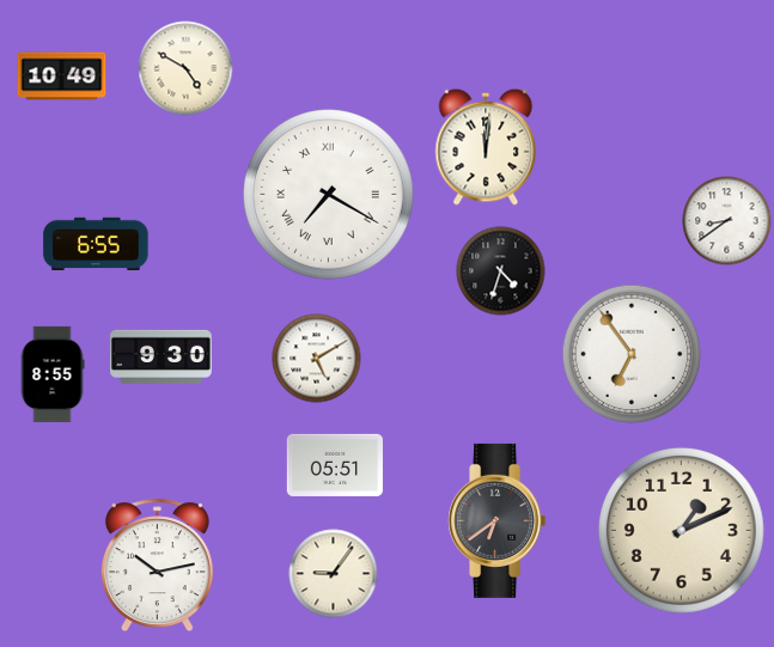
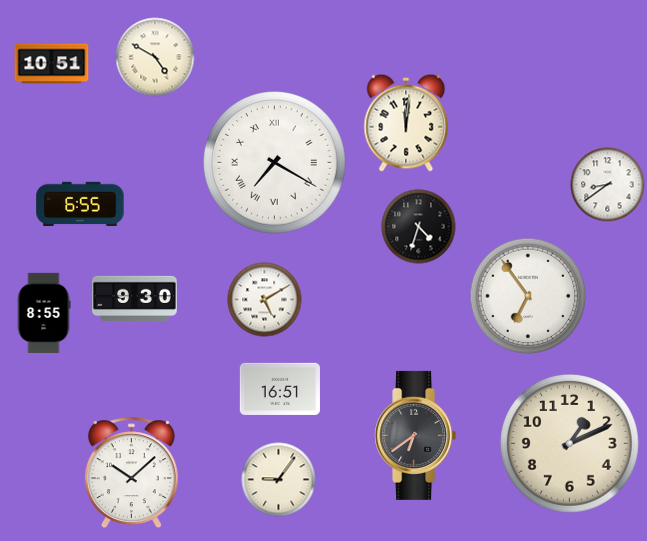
clock at (62, 77): 10:49 -> 10:51
clock at (335, 465): 05:51 -> 16:51
clock at (157, 566): 10:13 -> 10:08
